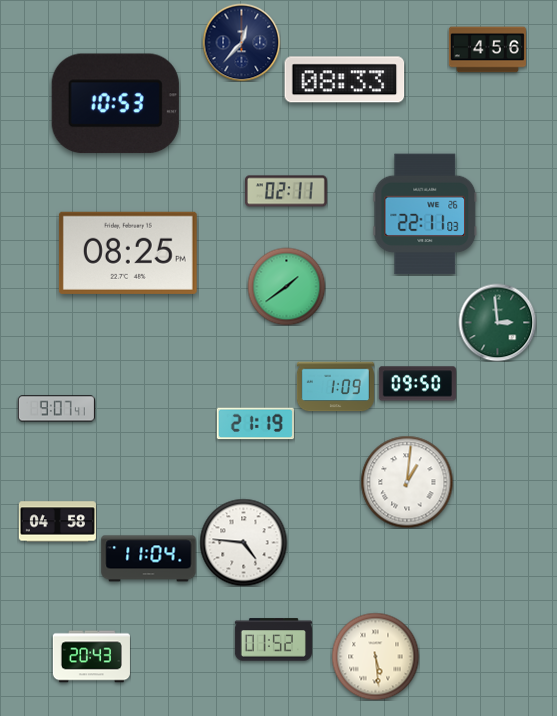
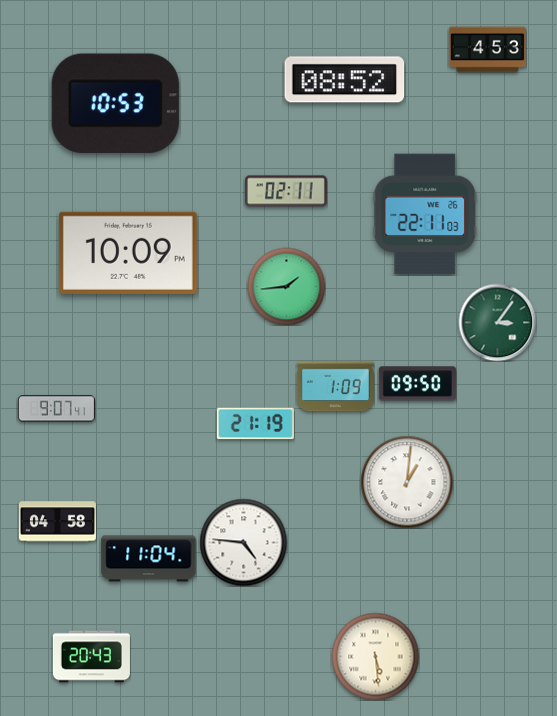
clock at (241, 42): 12:37 -> none
clock at (487, 50): 4:56 -> 4:53
clock at (345, 80): 08:33 -> 08:52
clock at (128, 253): 08:25 -> 10:09
clock at (286, 286): 1:39 -> 1:44
clock at (497, 322): 2:59 -> 3:06
clock at (273, 640): 01:52 -> none
